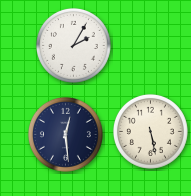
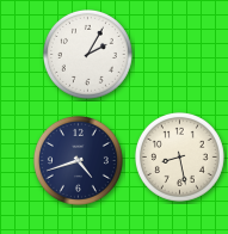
clock at (150, 131): 5:28 -> 8:28
clock at (65, 134): 12:29 -> 4:42
